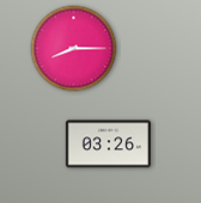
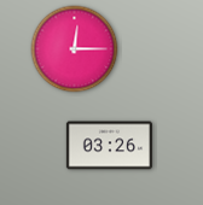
clock at (74, 49): 8:15 -> 12:15
